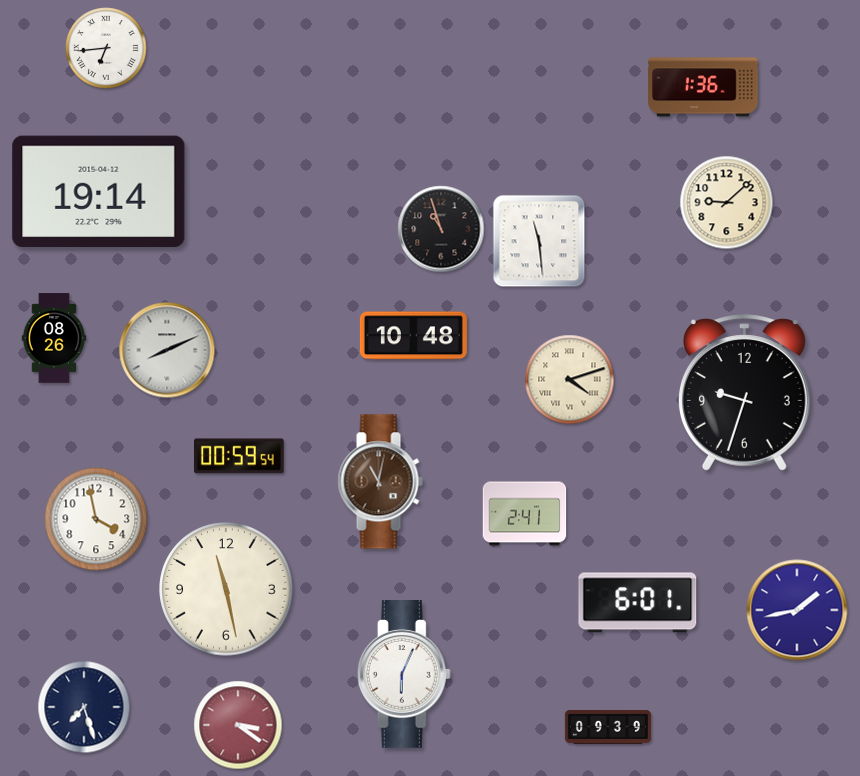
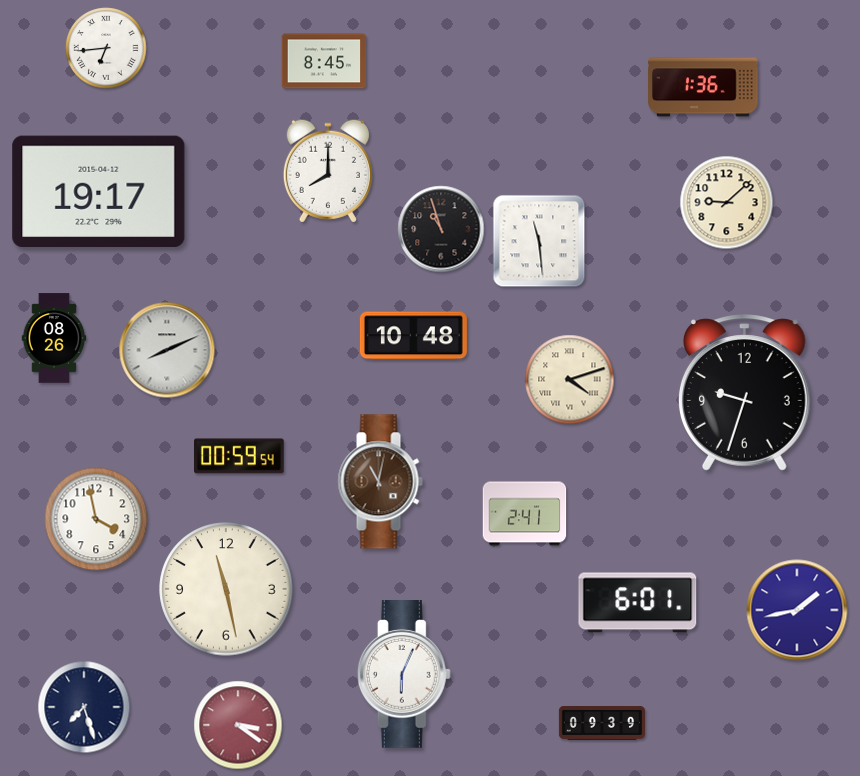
clock at (324, 61): none -> 8:45
clock at (328, 171): none -> 8:00
clock at (99, 191): 19:14 -> 19:17
clock at (608, 727) position: (608, 727) -> (602, 723)
